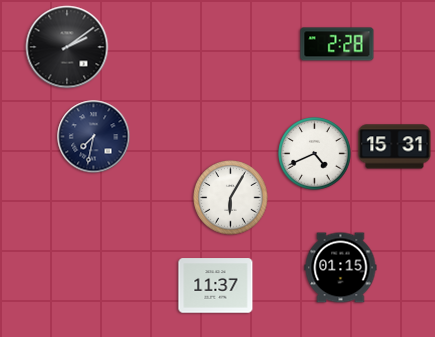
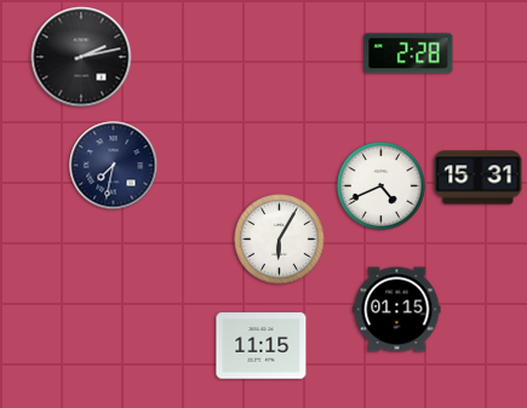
clock at (67, 47): 2:09 -> 2:13
clock at (341, 268) position: (341, 268) -> (397, 310)
clock at (216, 286): 11:37 -> 11:15
